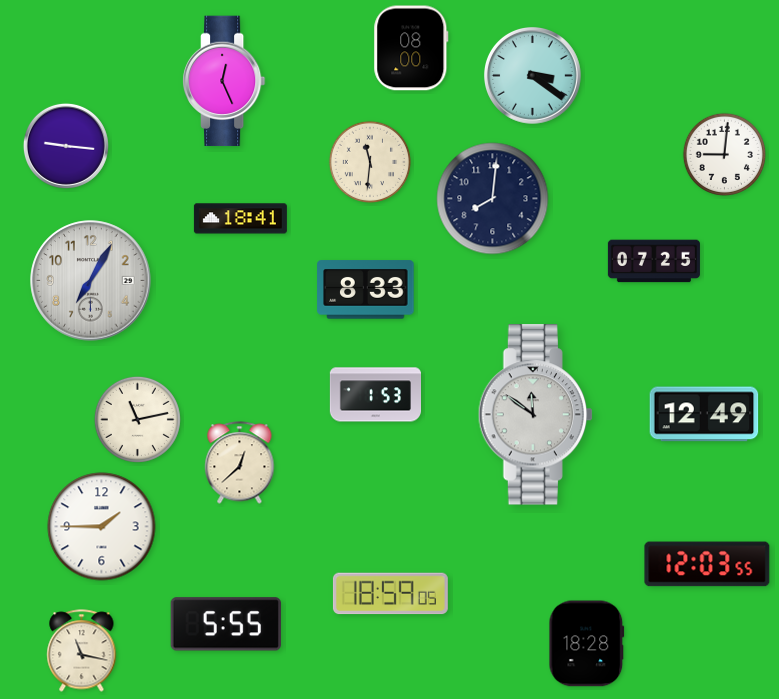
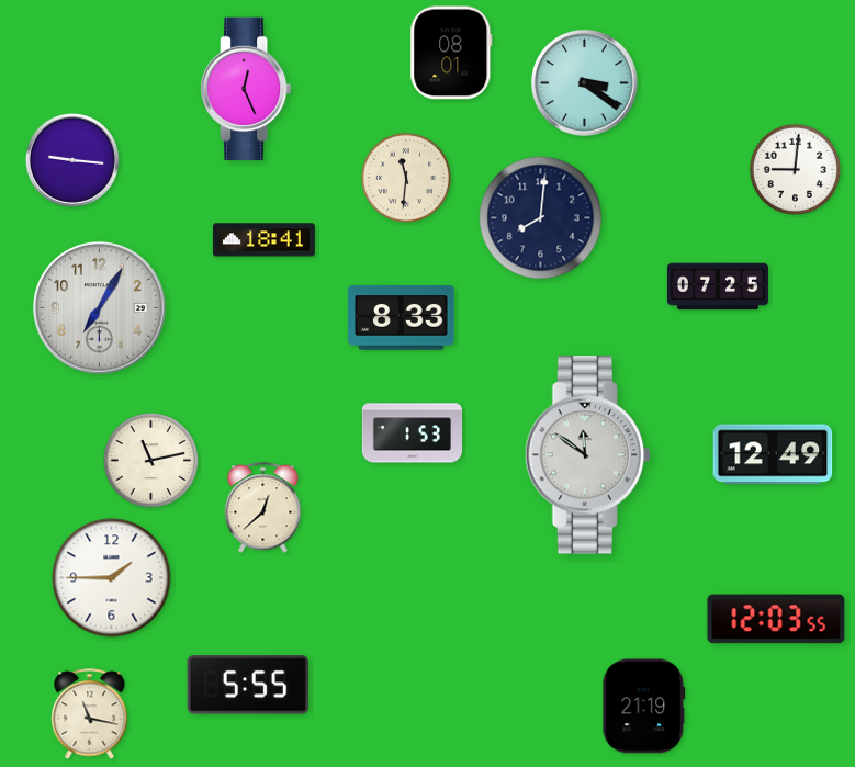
clock at (411, 48): 08:00 -> 08:01
clock at (390, 594): 18:59 -> none
clock at (587, 644): 18:28 -> 21:19
